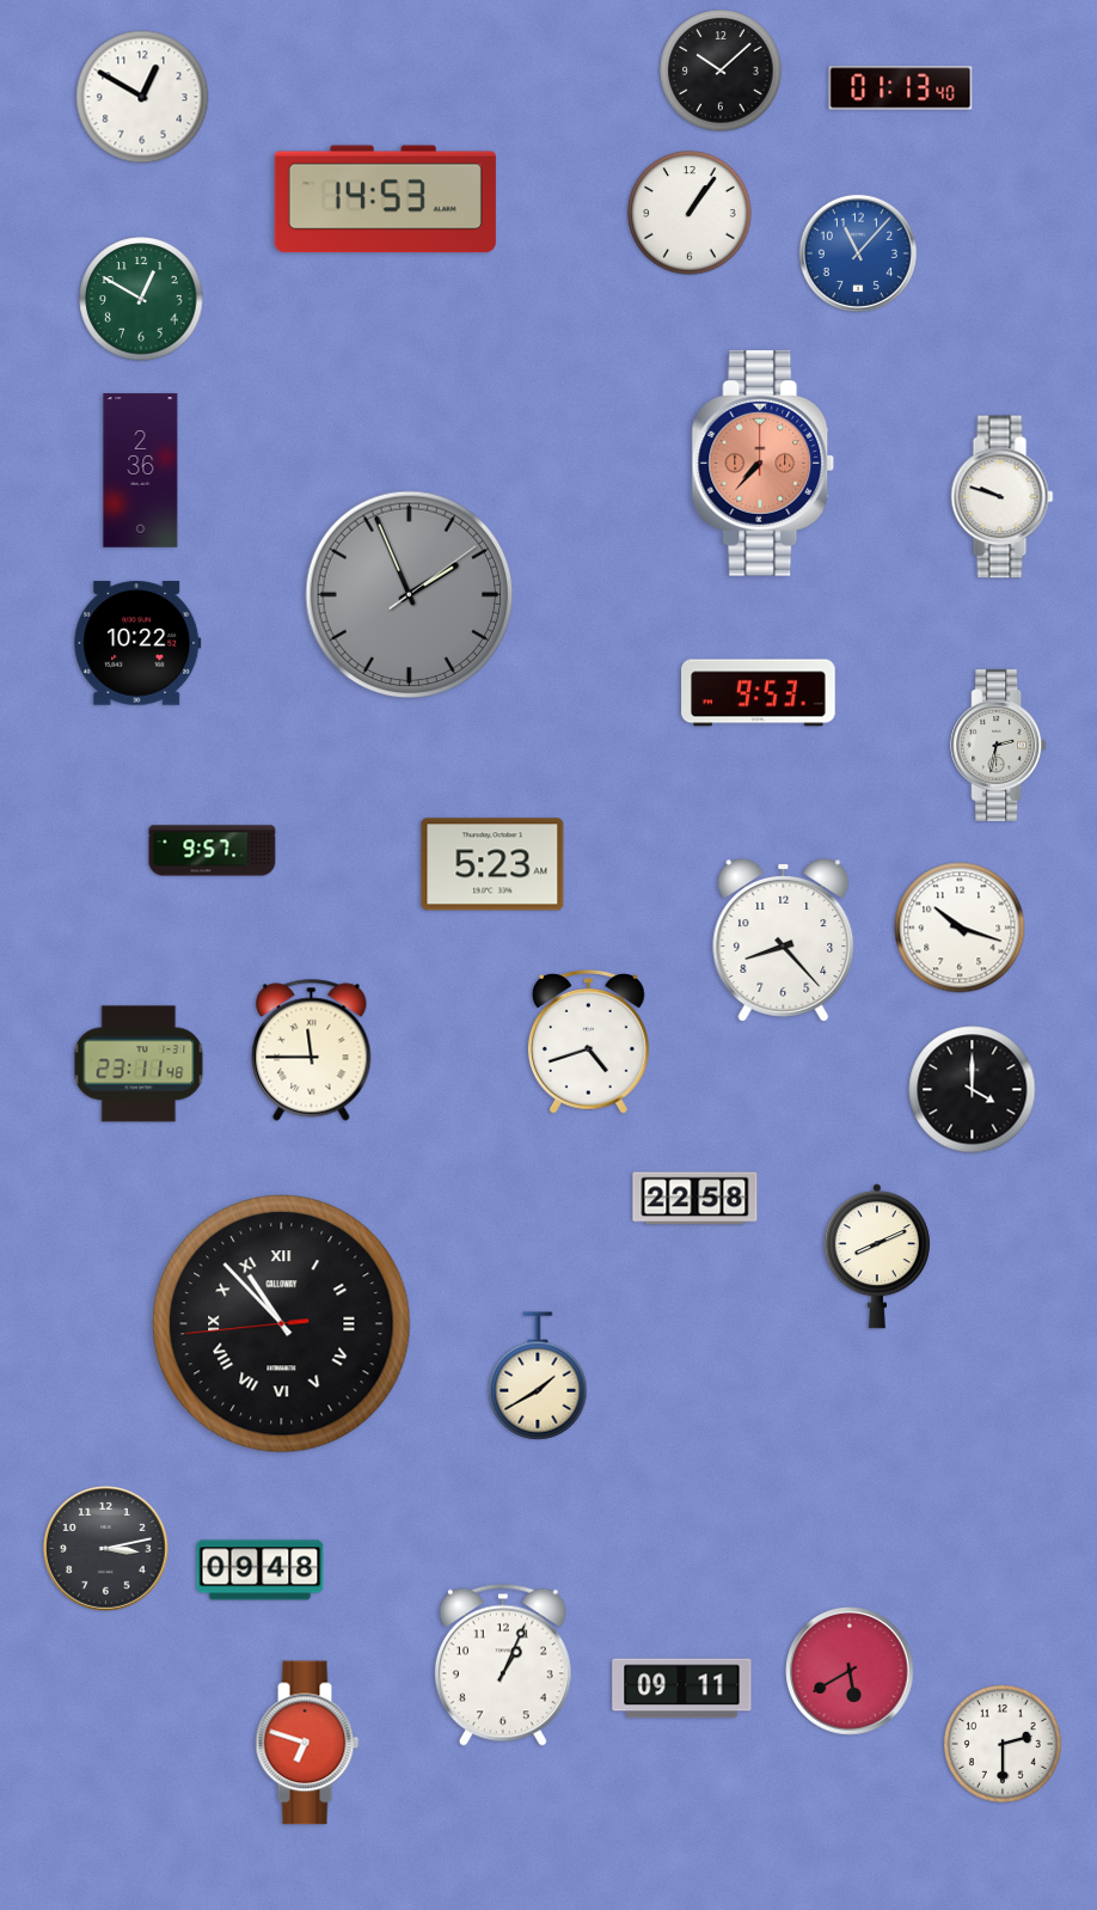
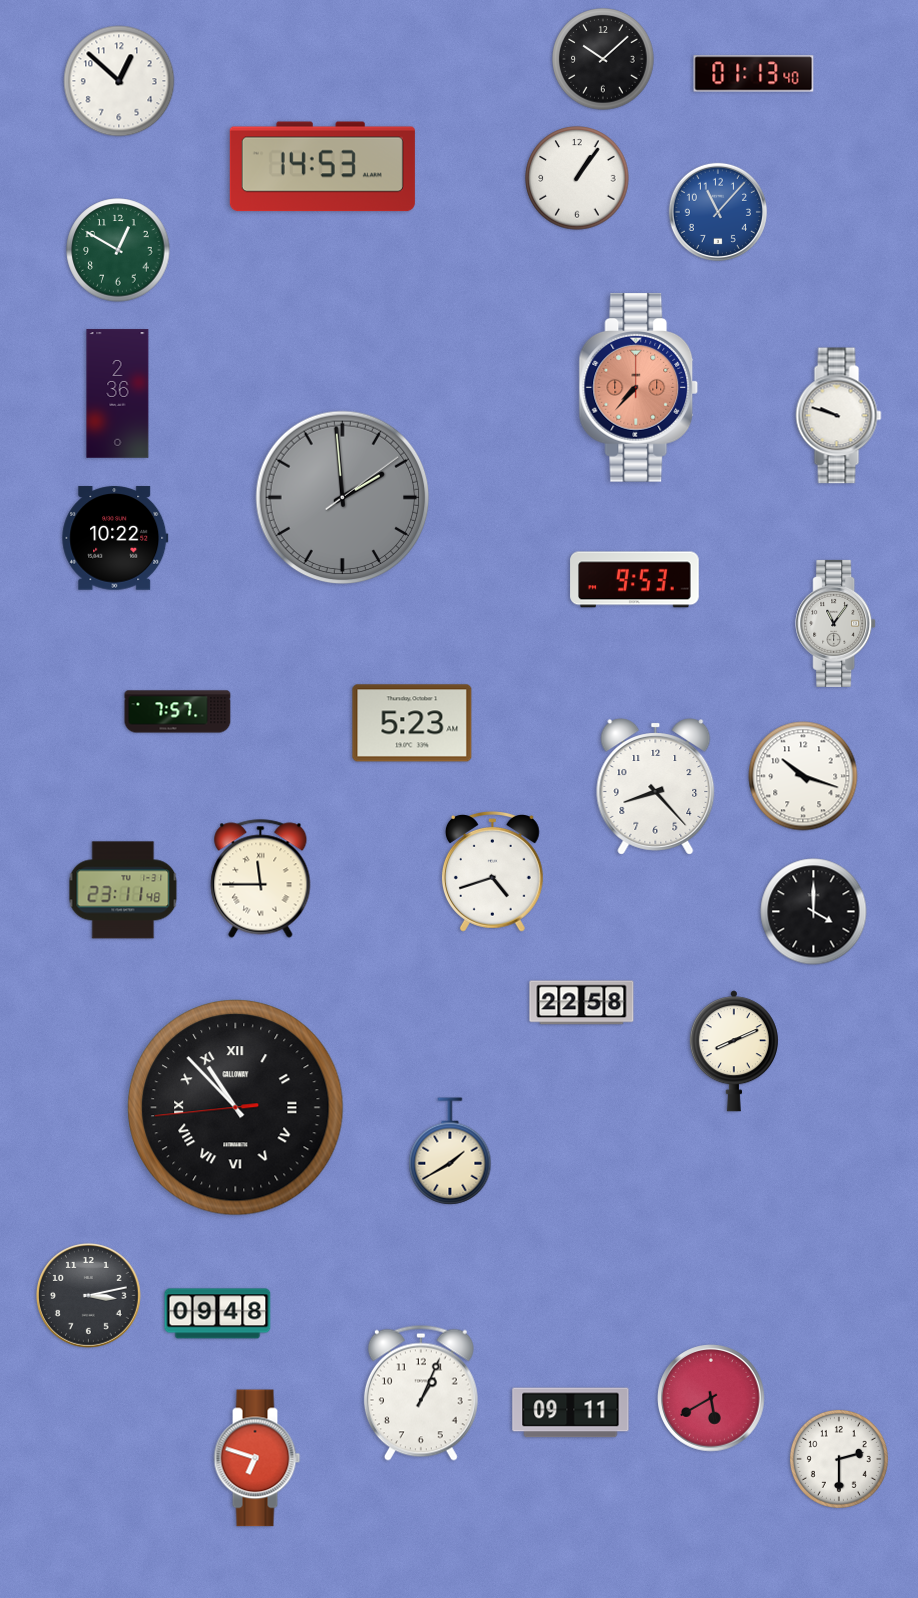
clock at (142, 97): 12:50 -> 12:52
clock at (410, 595): 1:56 -> 1:59
clock at (999, 745): 2:32 -> 11:06
clock at (213, 851): 9:57 -> 7:57
clock at (139, 1064) position: (139, 1064) -> (123, 890)
